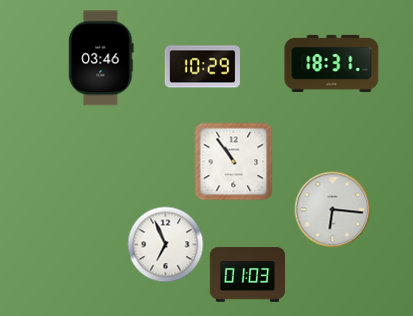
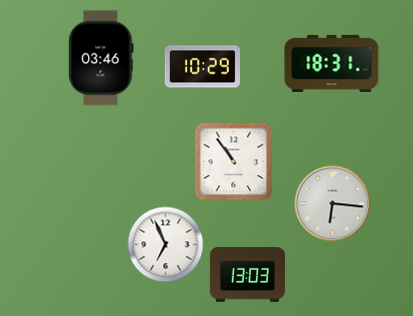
clock at (333, 210) position: (333, 210) -> (333, 204)
clock at (247, 275): 01:03 -> 13:03
